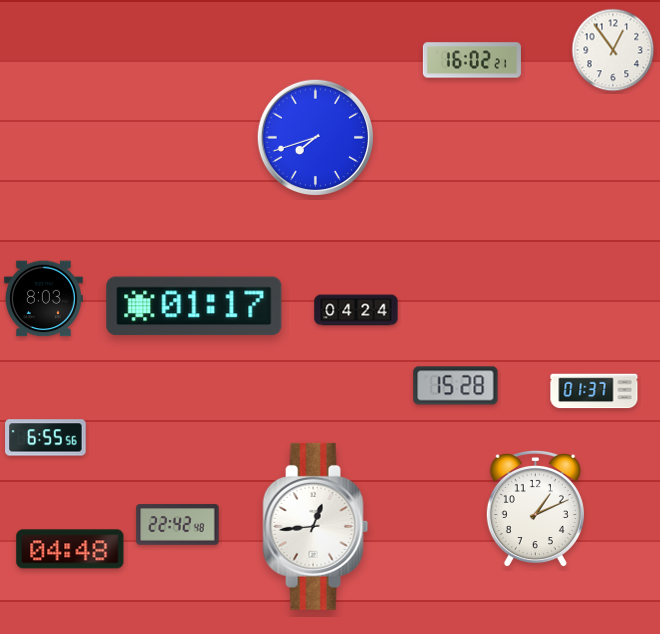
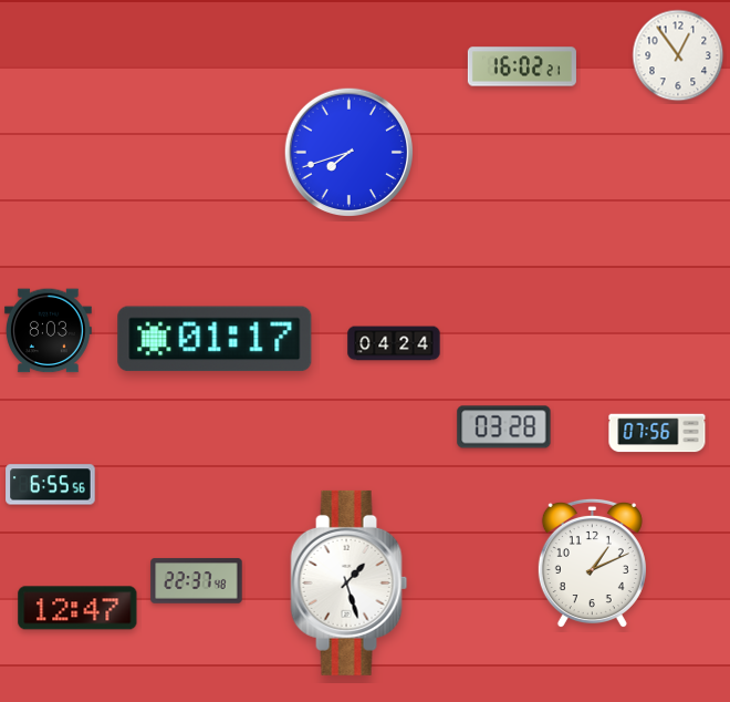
clock at (456, 386): 15:28 -> 03:28
clock at (594, 391): 01:37 -> 07:56
clock at (178, 525): 22:42 -> 22:37
clock at (316, 526): 12:44 -> 1:27
clock at (70, 549): 04:48 -> 12:47
